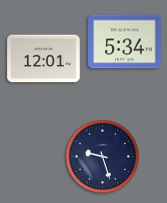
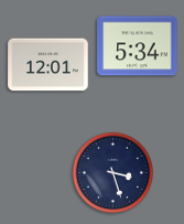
clock at (103, 157): 9:27 -> 3:27
